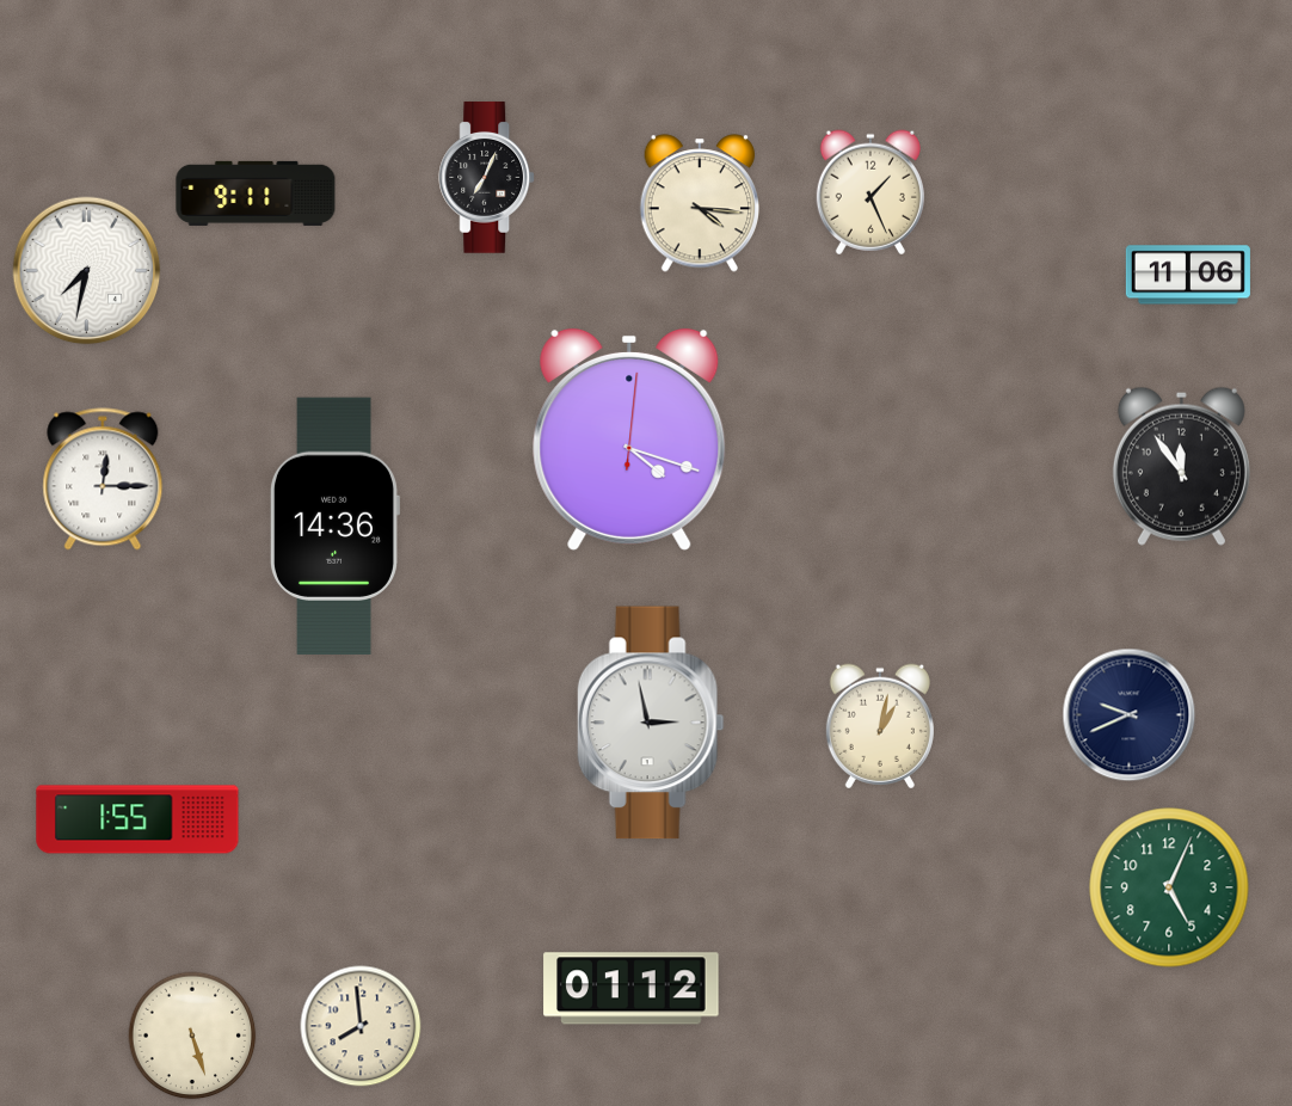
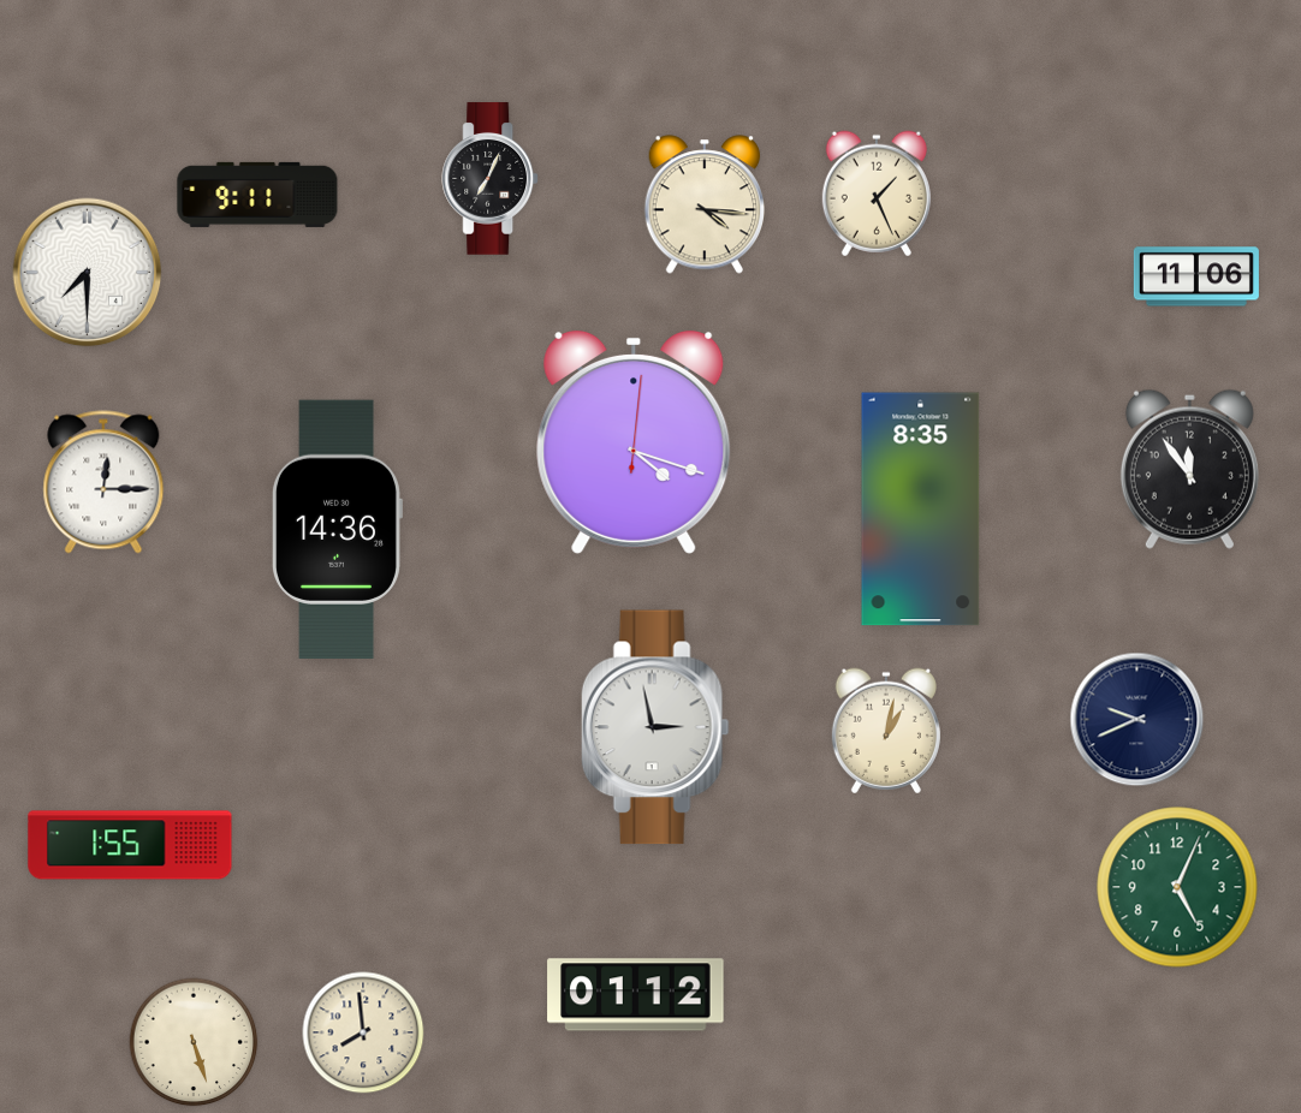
clock at (87, 271): 7:32 -> 7:30
clock at (921, 510): none -> 8:35
clock at (137, 819) position: (137, 819) -> (130, 845)
clock at (1169, 887) position: (1169, 887) -> (1177, 887)
